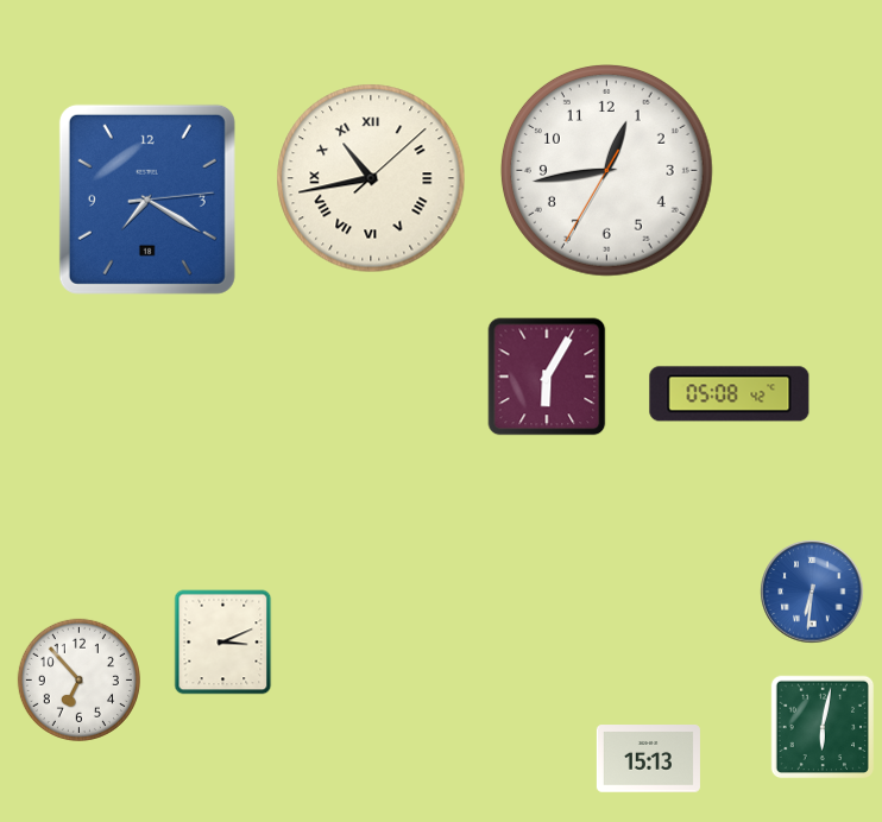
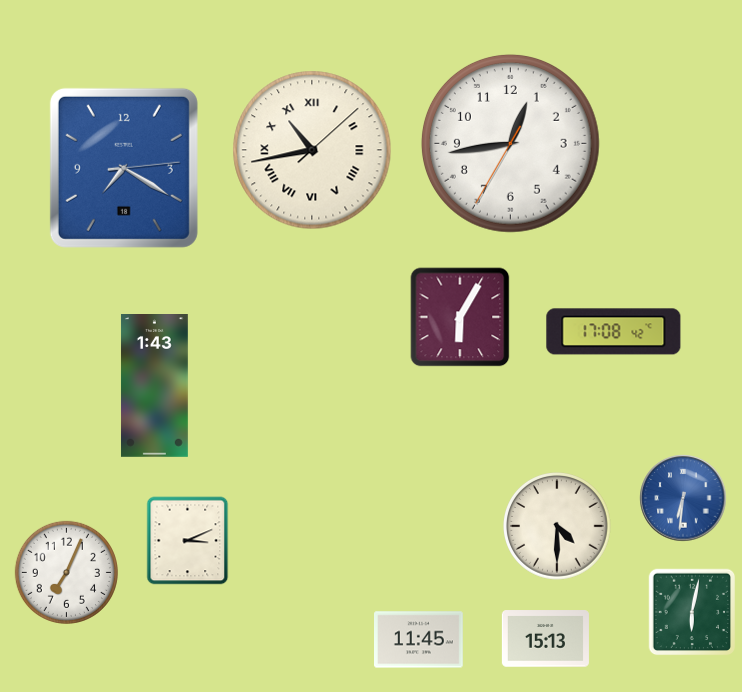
clock at (730, 394): 05:08 -> 17:08
clock at (154, 386): none -> 1:43
clock at (558, 527): none -> 4:30
clock at (78, 679): 6:53 -> 7:04
clock at (419, 640): none -> 11:45
